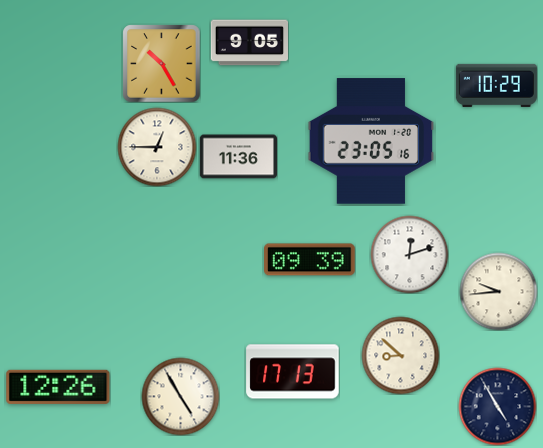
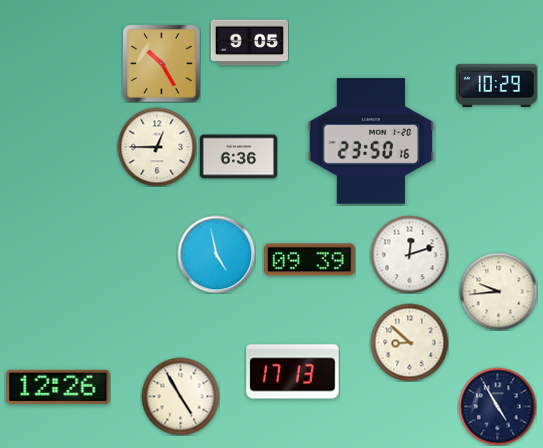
clock at (371, 141): 23:05 -> 23:50
clock at (238, 157): 11:36 -> 6:36
clock at (216, 254): none -> 4:58
clock at (400, 355) position: (400, 355) -> (409, 342)
